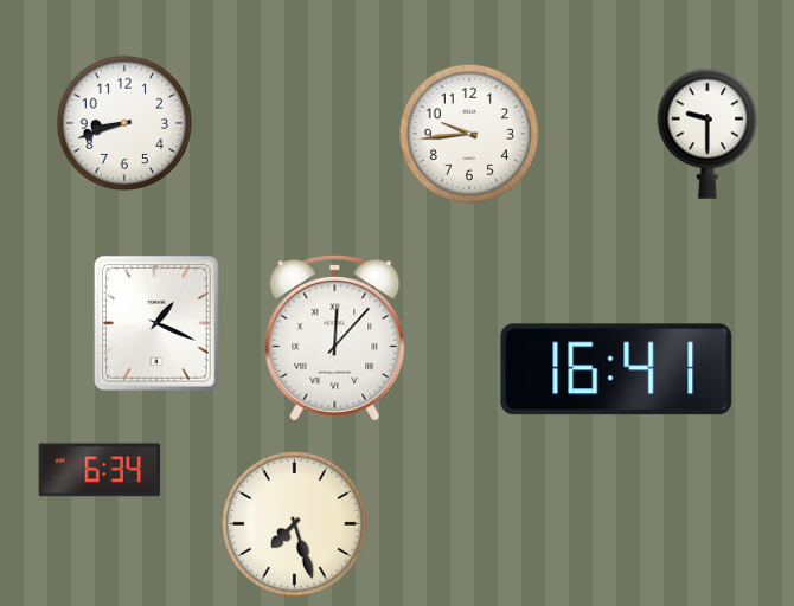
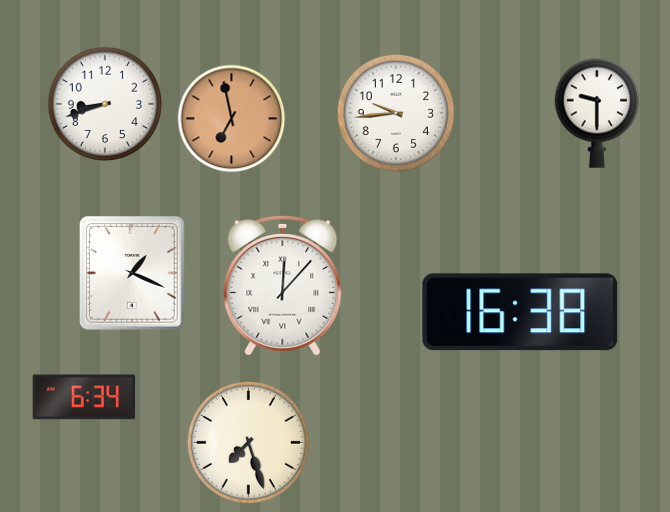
clock at (232, 119): none -> 6:58
clock at (616, 369): 16:41 -> 16:38
